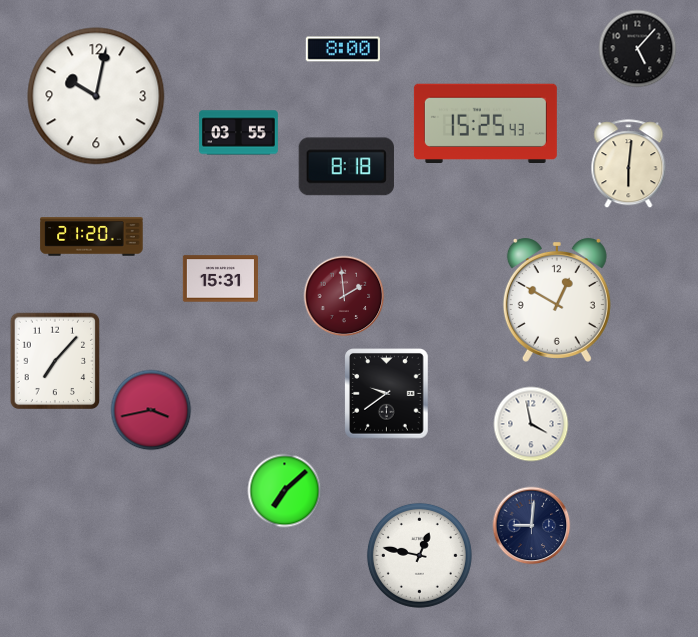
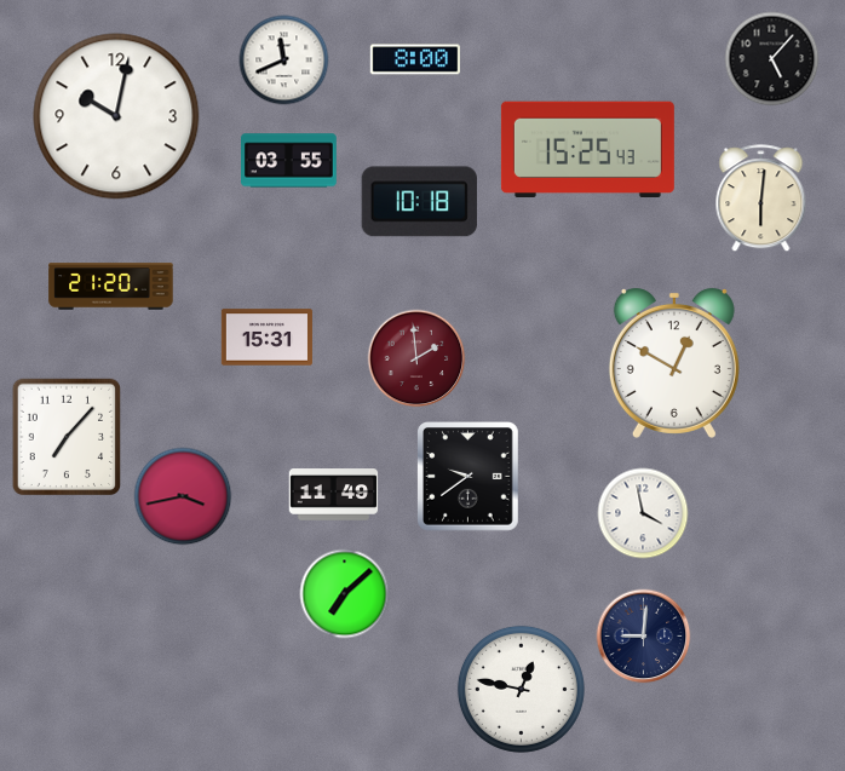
clock at (284, 61): none -> 11:41
clock at (346, 167): 8:18 -> 10:18
clock at (334, 495): none -> 11:49
clock at (419, 555) position: (419, 555) -> (521, 689)
